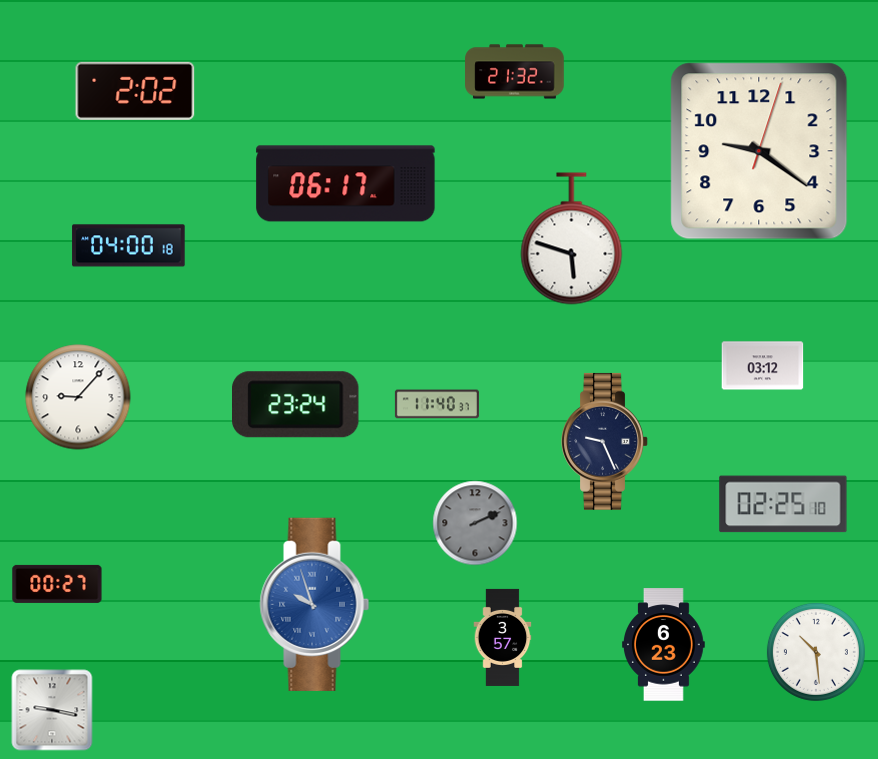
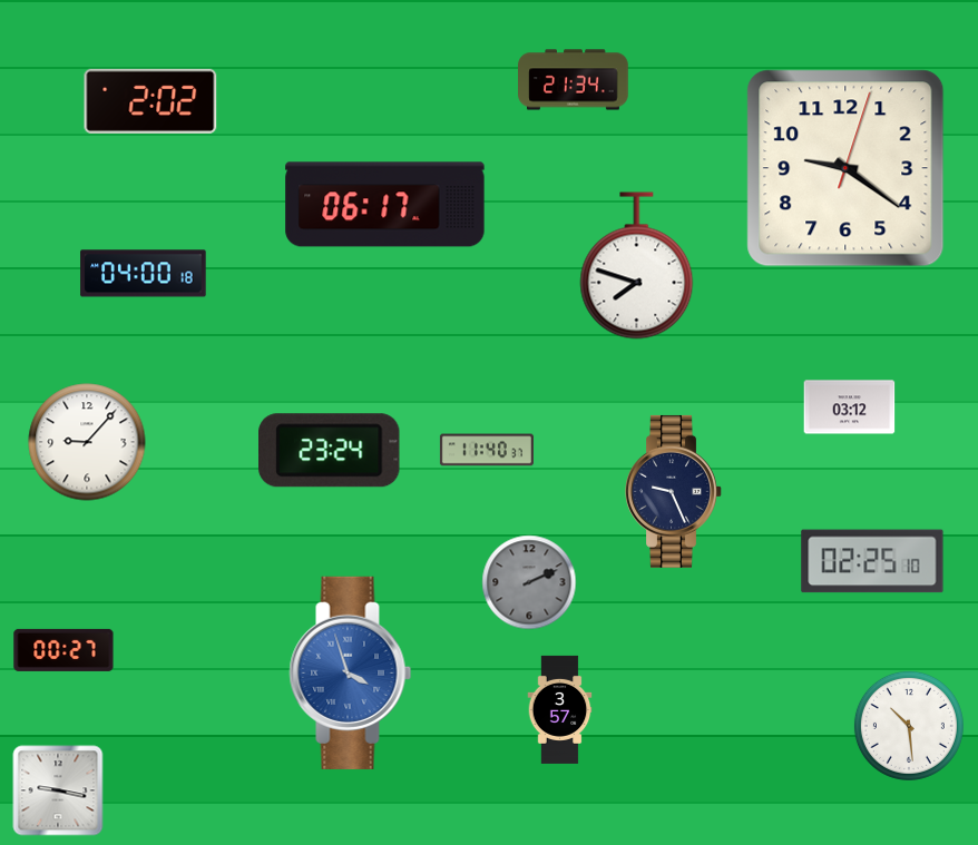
clock at (515, 72): 21:32 -> 21:34
clock at (572, 239): 5:48 -> 7:48
clock at (315, 604): 9:57 -> 3:57
clock at (664, 645): 6:23 -> none
